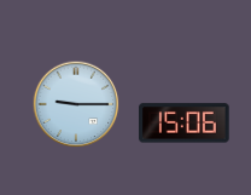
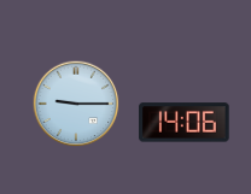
clock at (185, 124): 15:06 -> 14:06
